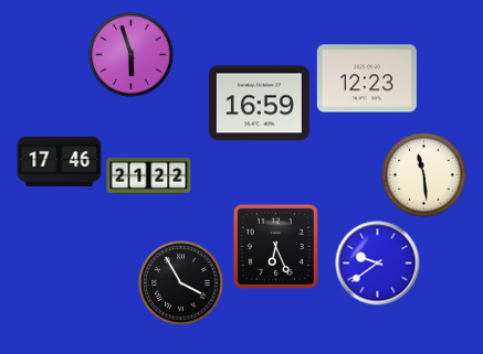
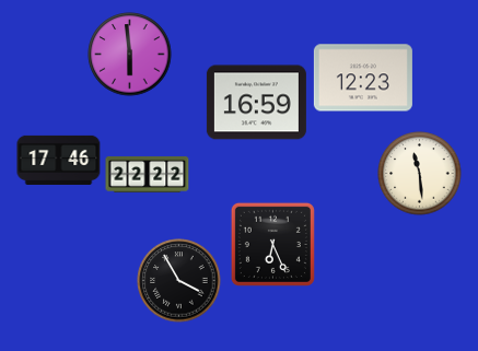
clock at (132, 55): 5:57 -> 5:59
clock at (149, 175): 21:22 -> 22:22
clock at (378, 264): 9:39 -> none
